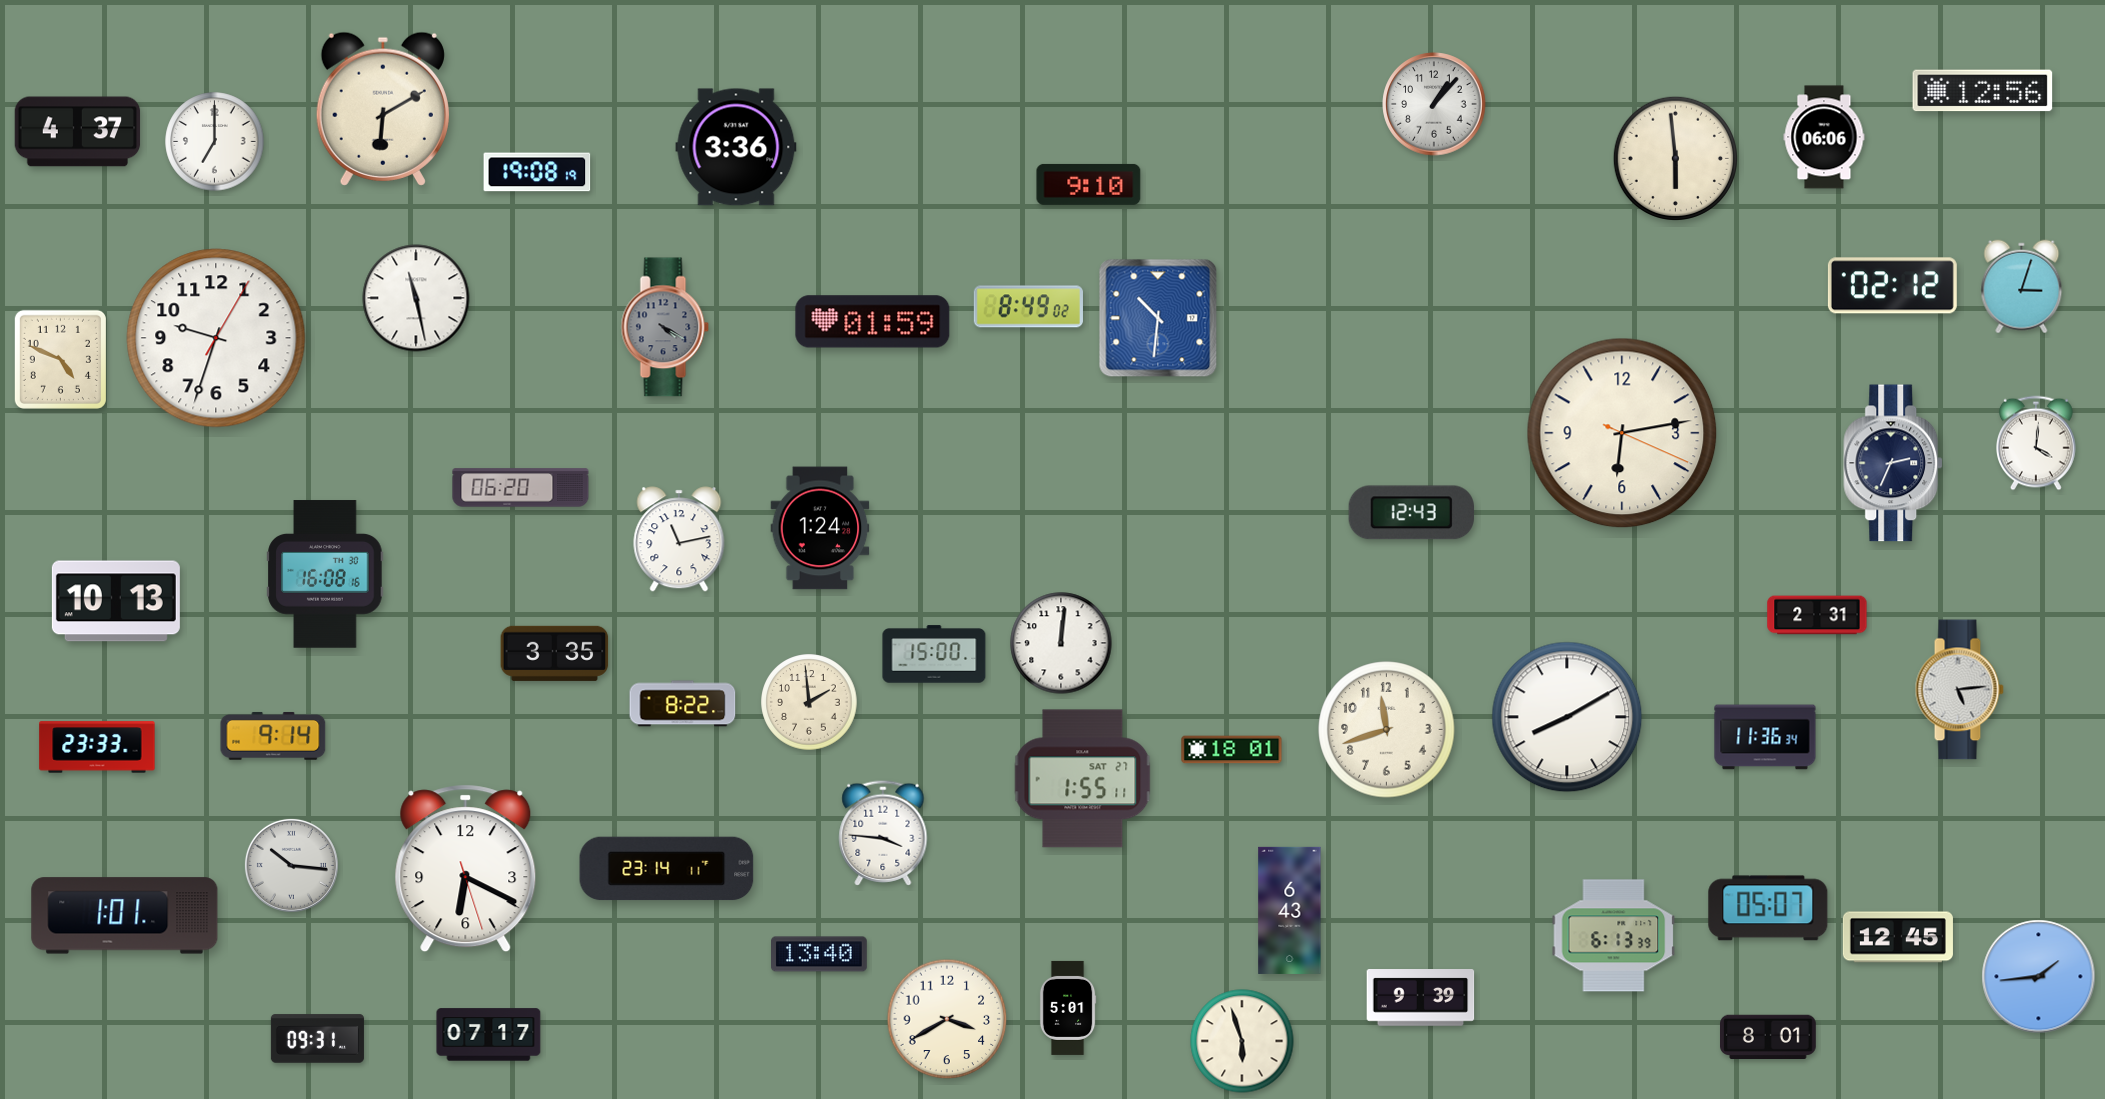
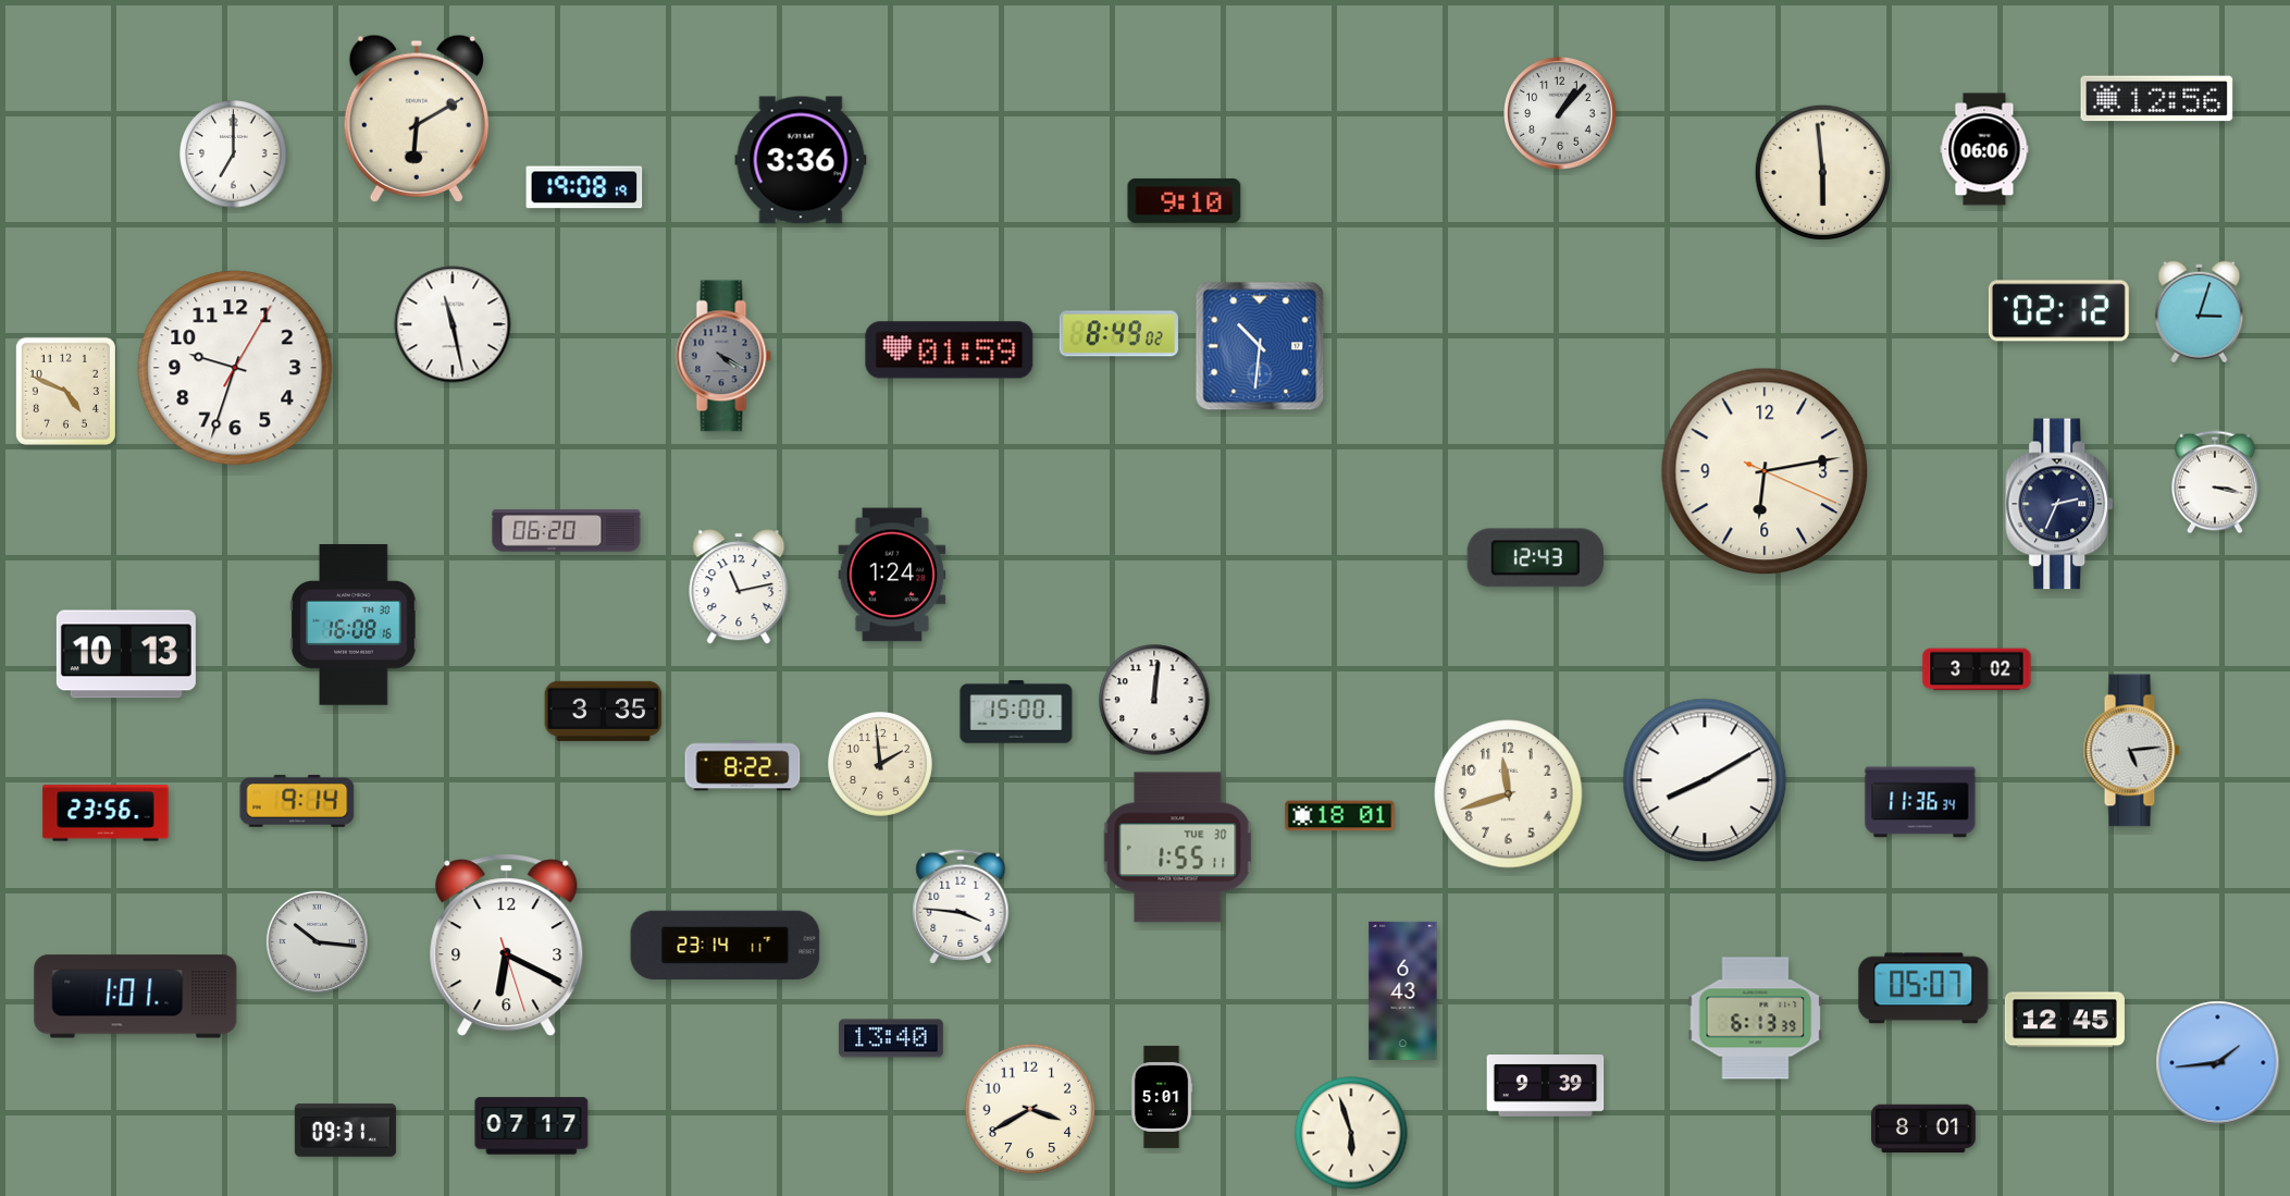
clock at (78, 132): 4:37 -> none
clock at (2037, 443): 4:01 -> 3:17
clock at (1817, 615): 2:31 -> 3:02
clock at (97, 747): 23:33 -> 23:56
clock at (1083, 779) date: SAT 27 -> TUE 30
